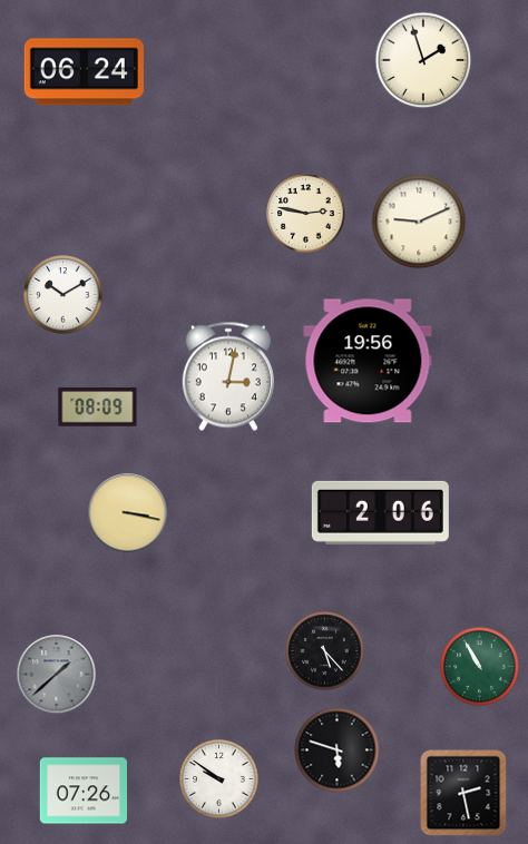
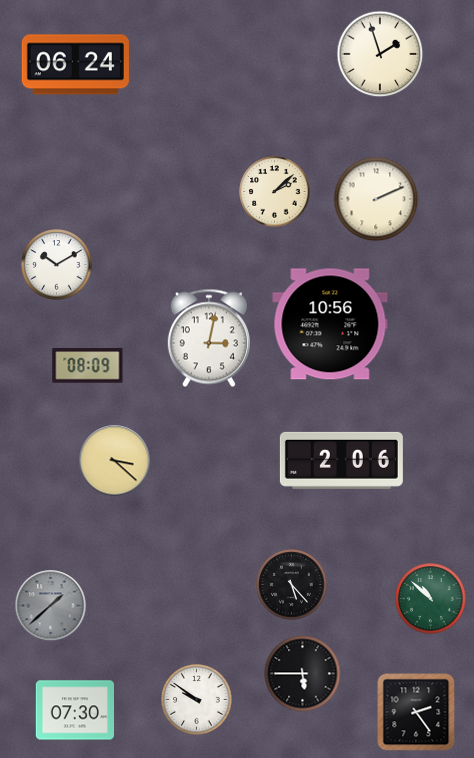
clock at (306, 214): 2:47 -> 2:08
clock at (419, 222): 9:11 -> 2:11
clock at (368, 361): 19:56 -> 10:56
clock at (228, 376) position: (228, 376) -> (209, 338)
clock at (128, 513): 3:17 -> 3:22
clock at (480, 667): 10:55 -> 10:52
clock at (338, 750): 5:48 -> 5:45
clock at (82, 791): 07:26 -> 07:30
clock at (463, 793): 2:28 -> 2:24
